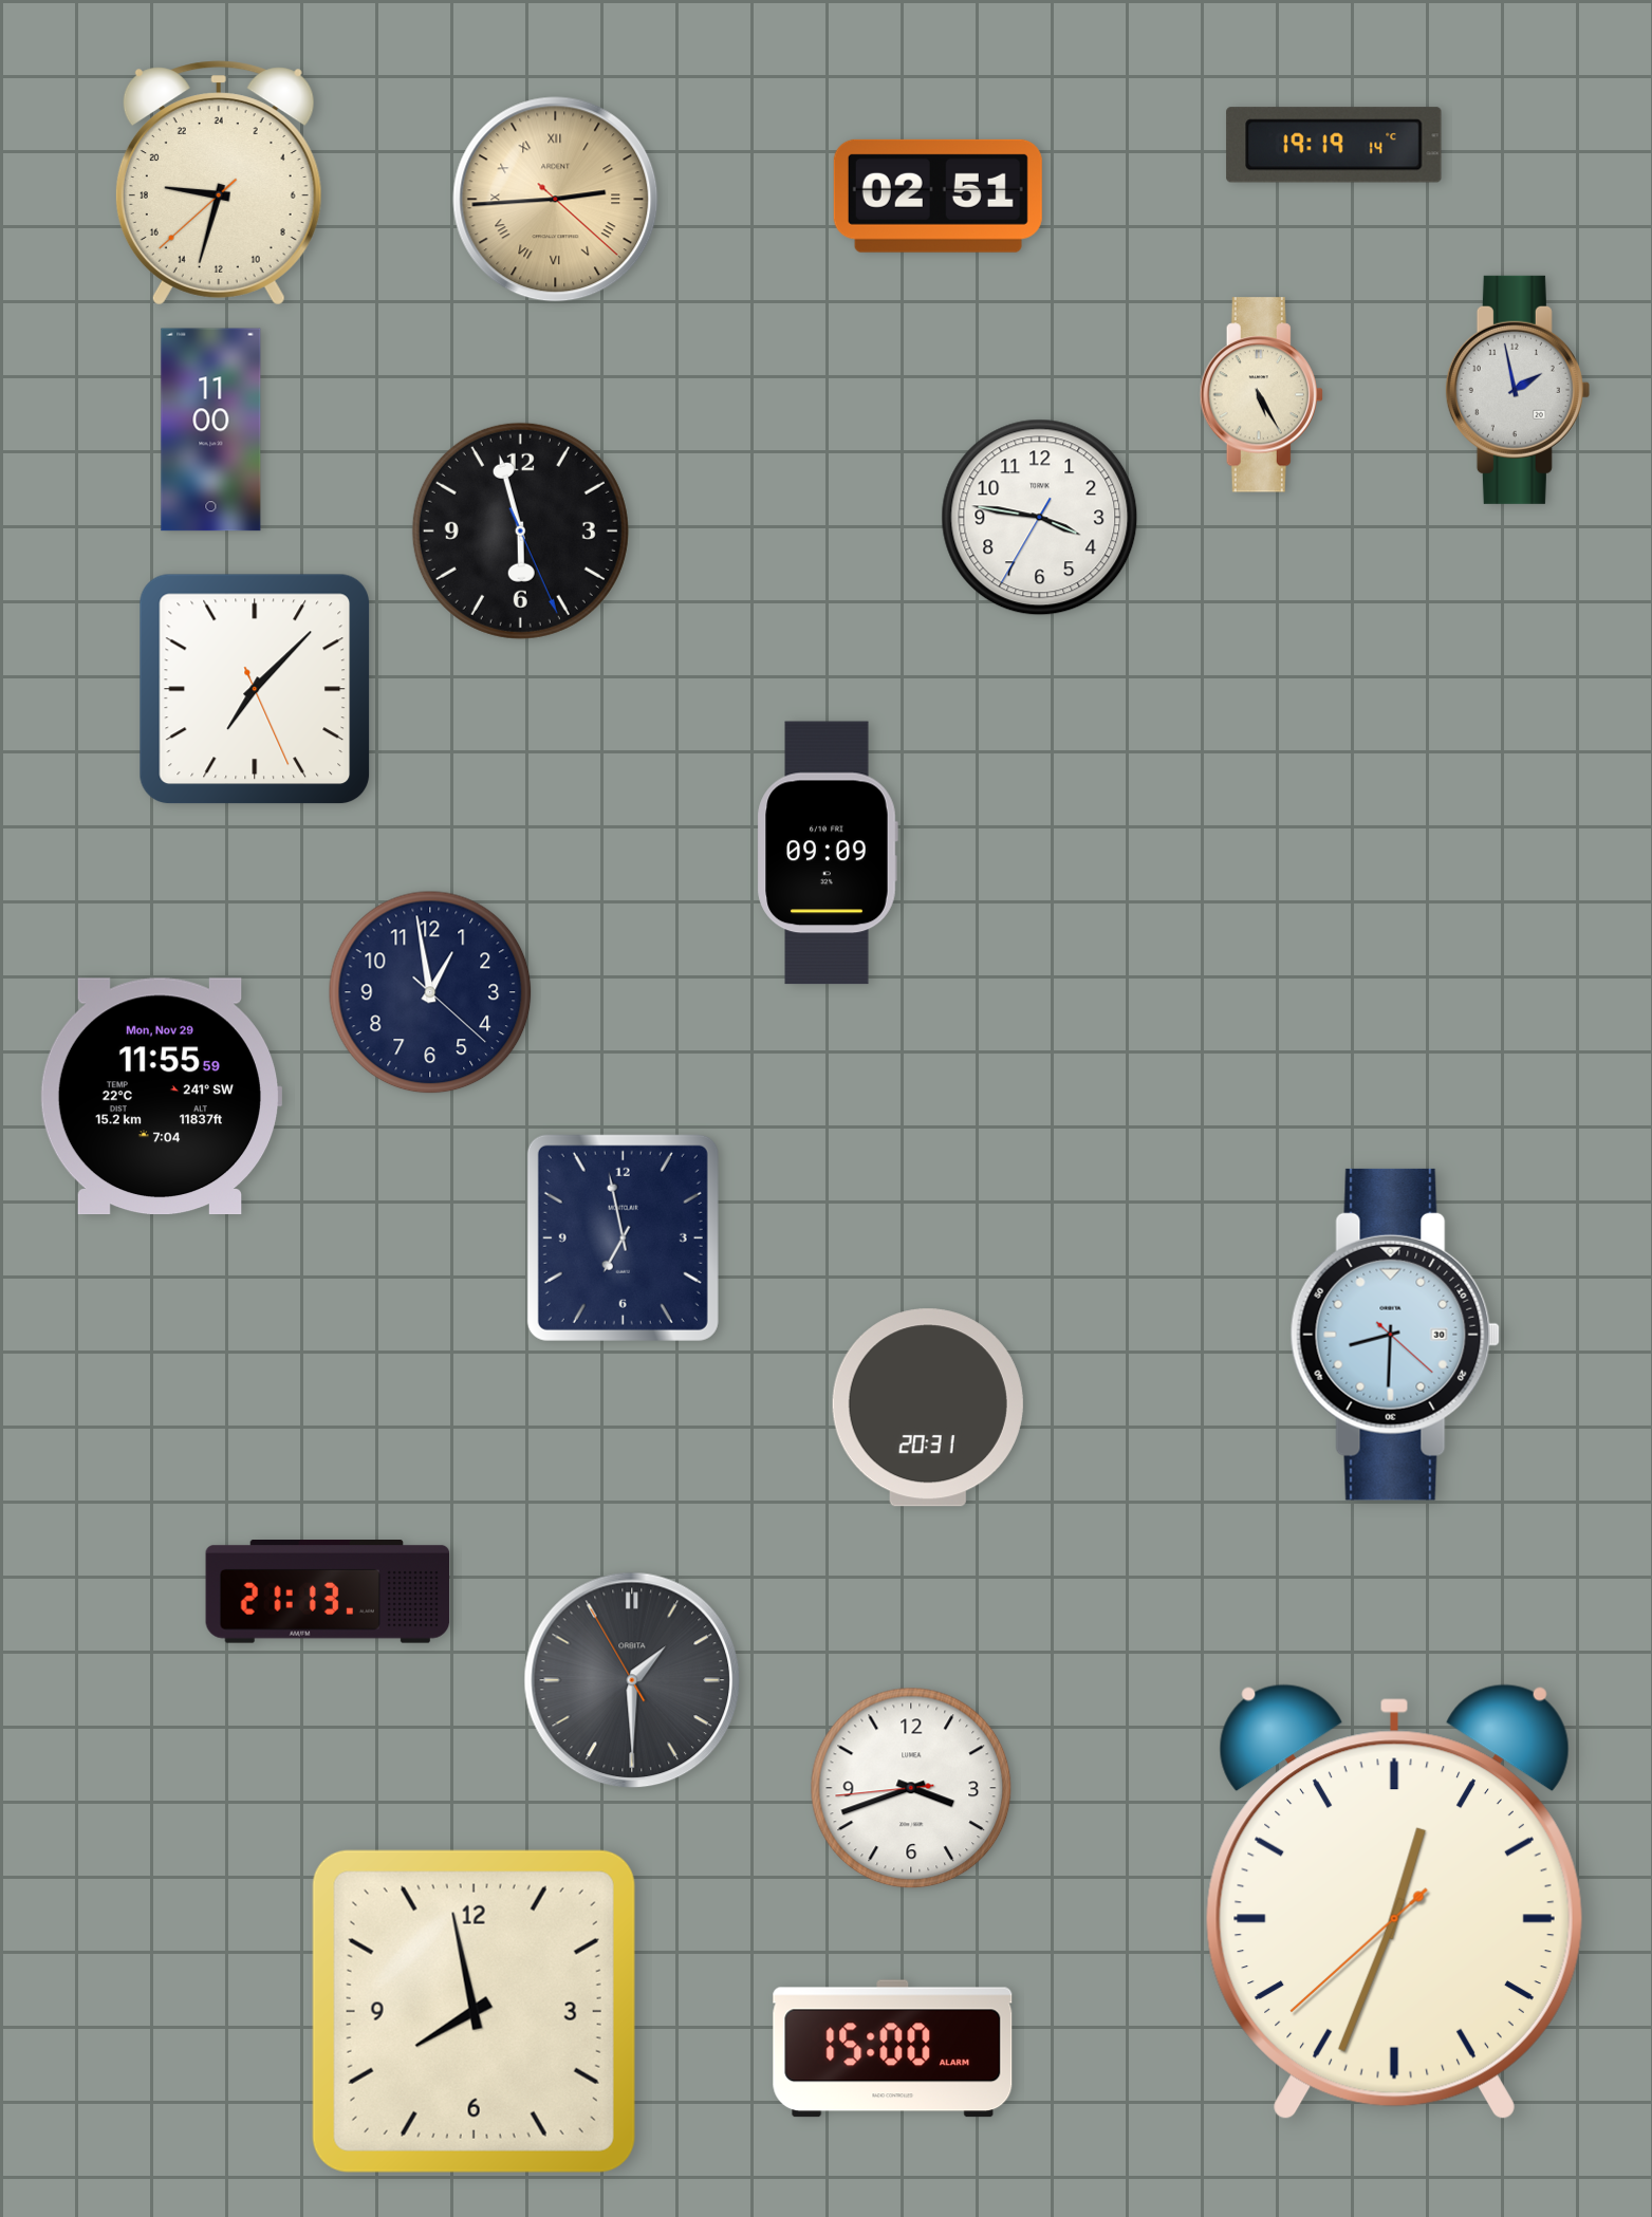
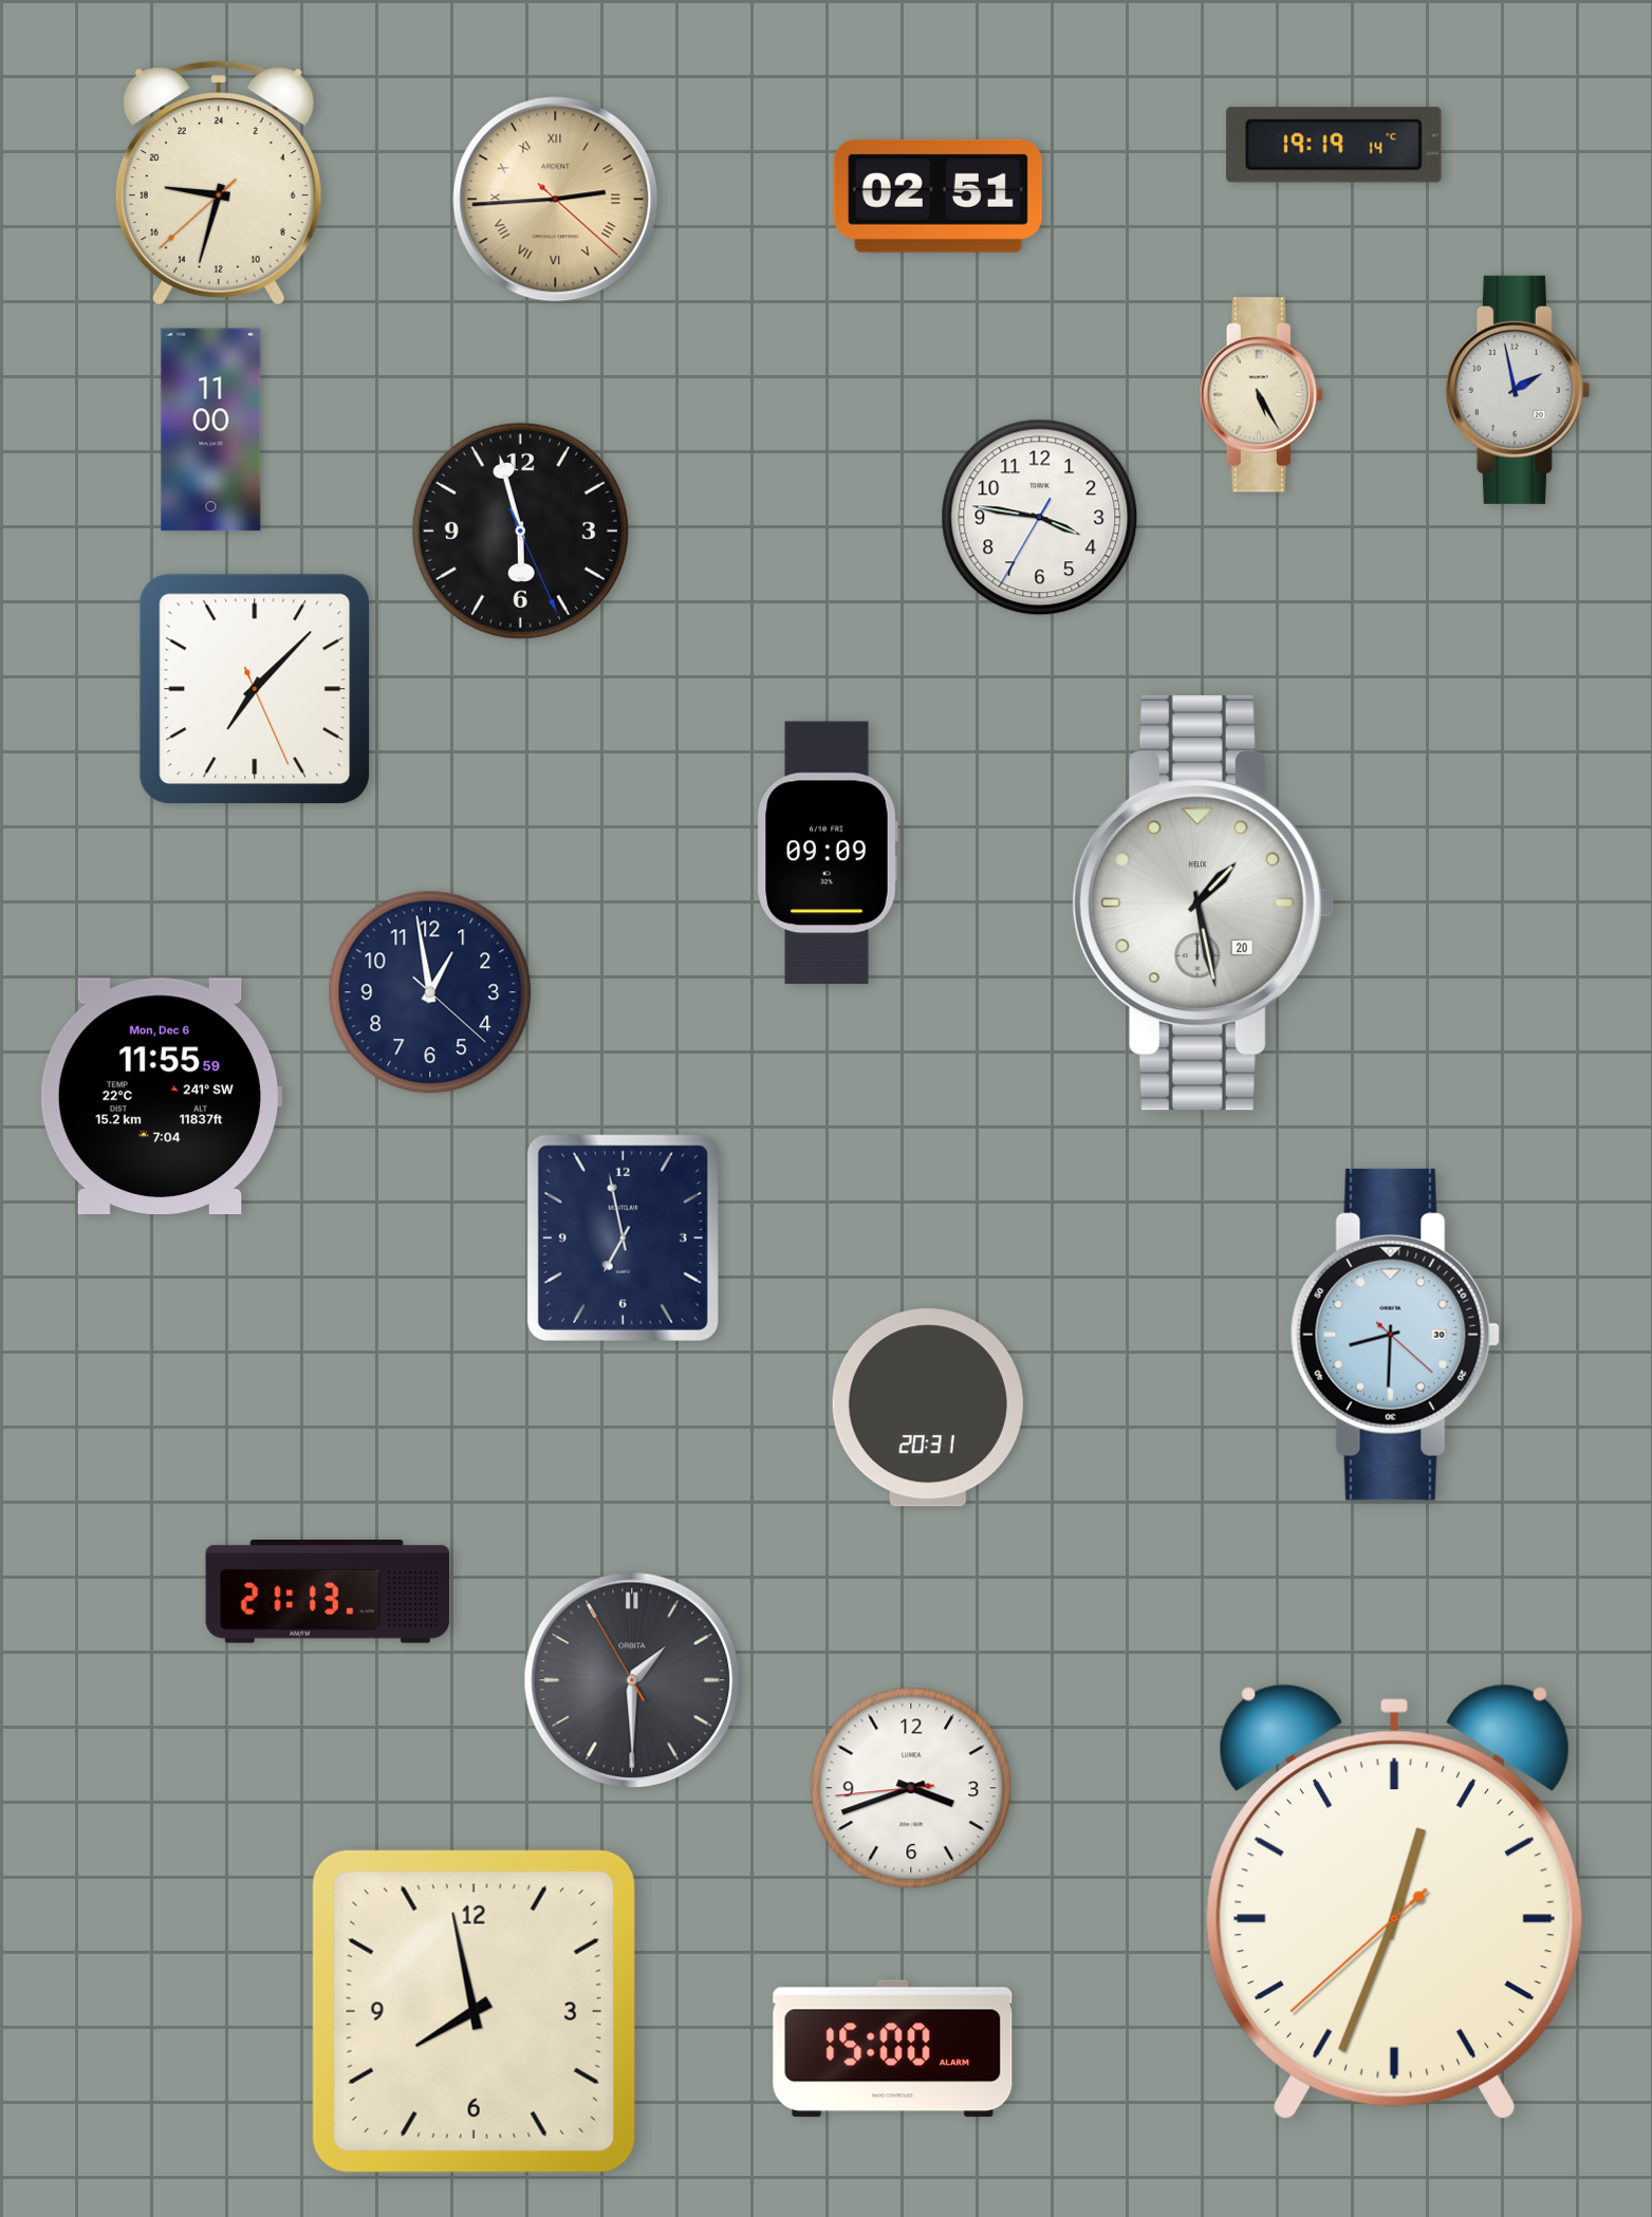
clock at (1203, 902): none -> 1:28
clock at (161, 1097) date: Mon, Nov 29 -> Mon, Dec 6
